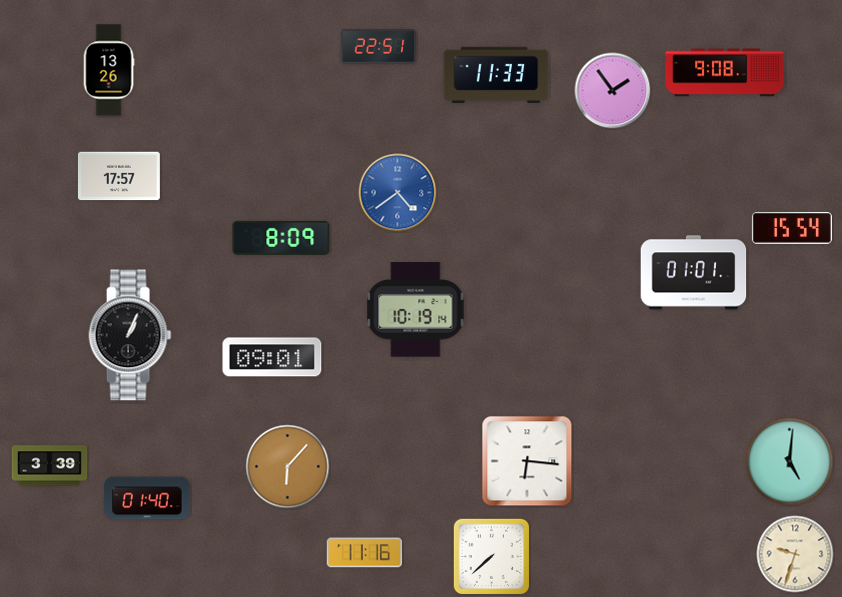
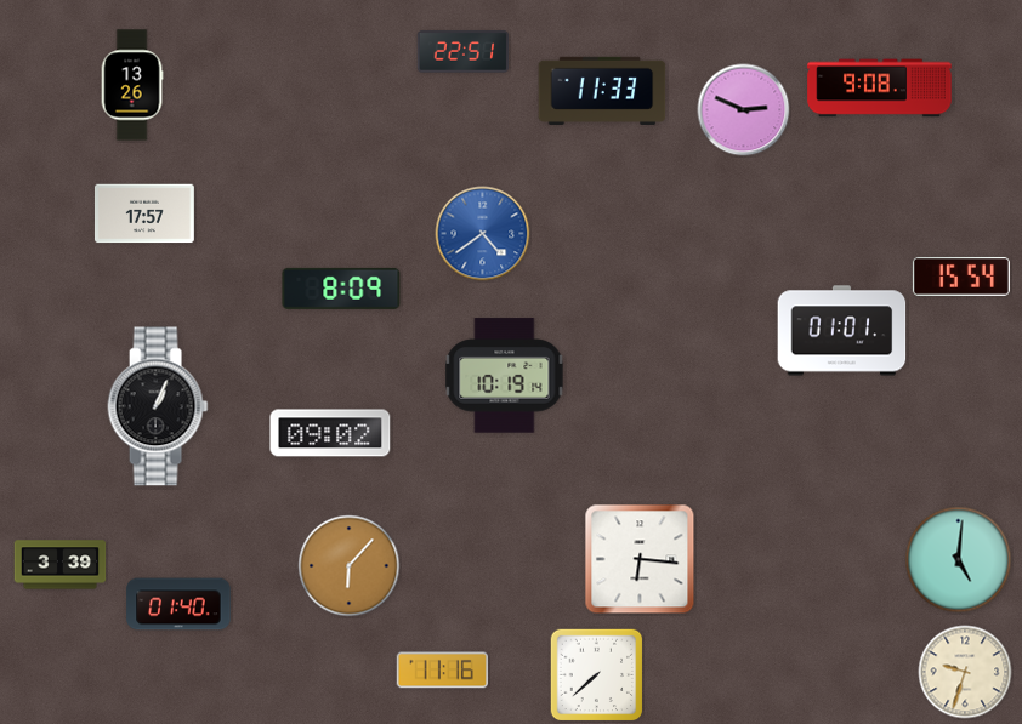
clock at (379, 47) position: (379, 47) -> (464, 52)
clock at (613, 91): 1:54 -> 2:49
clock at (272, 357): 09:01 -> 09:02
